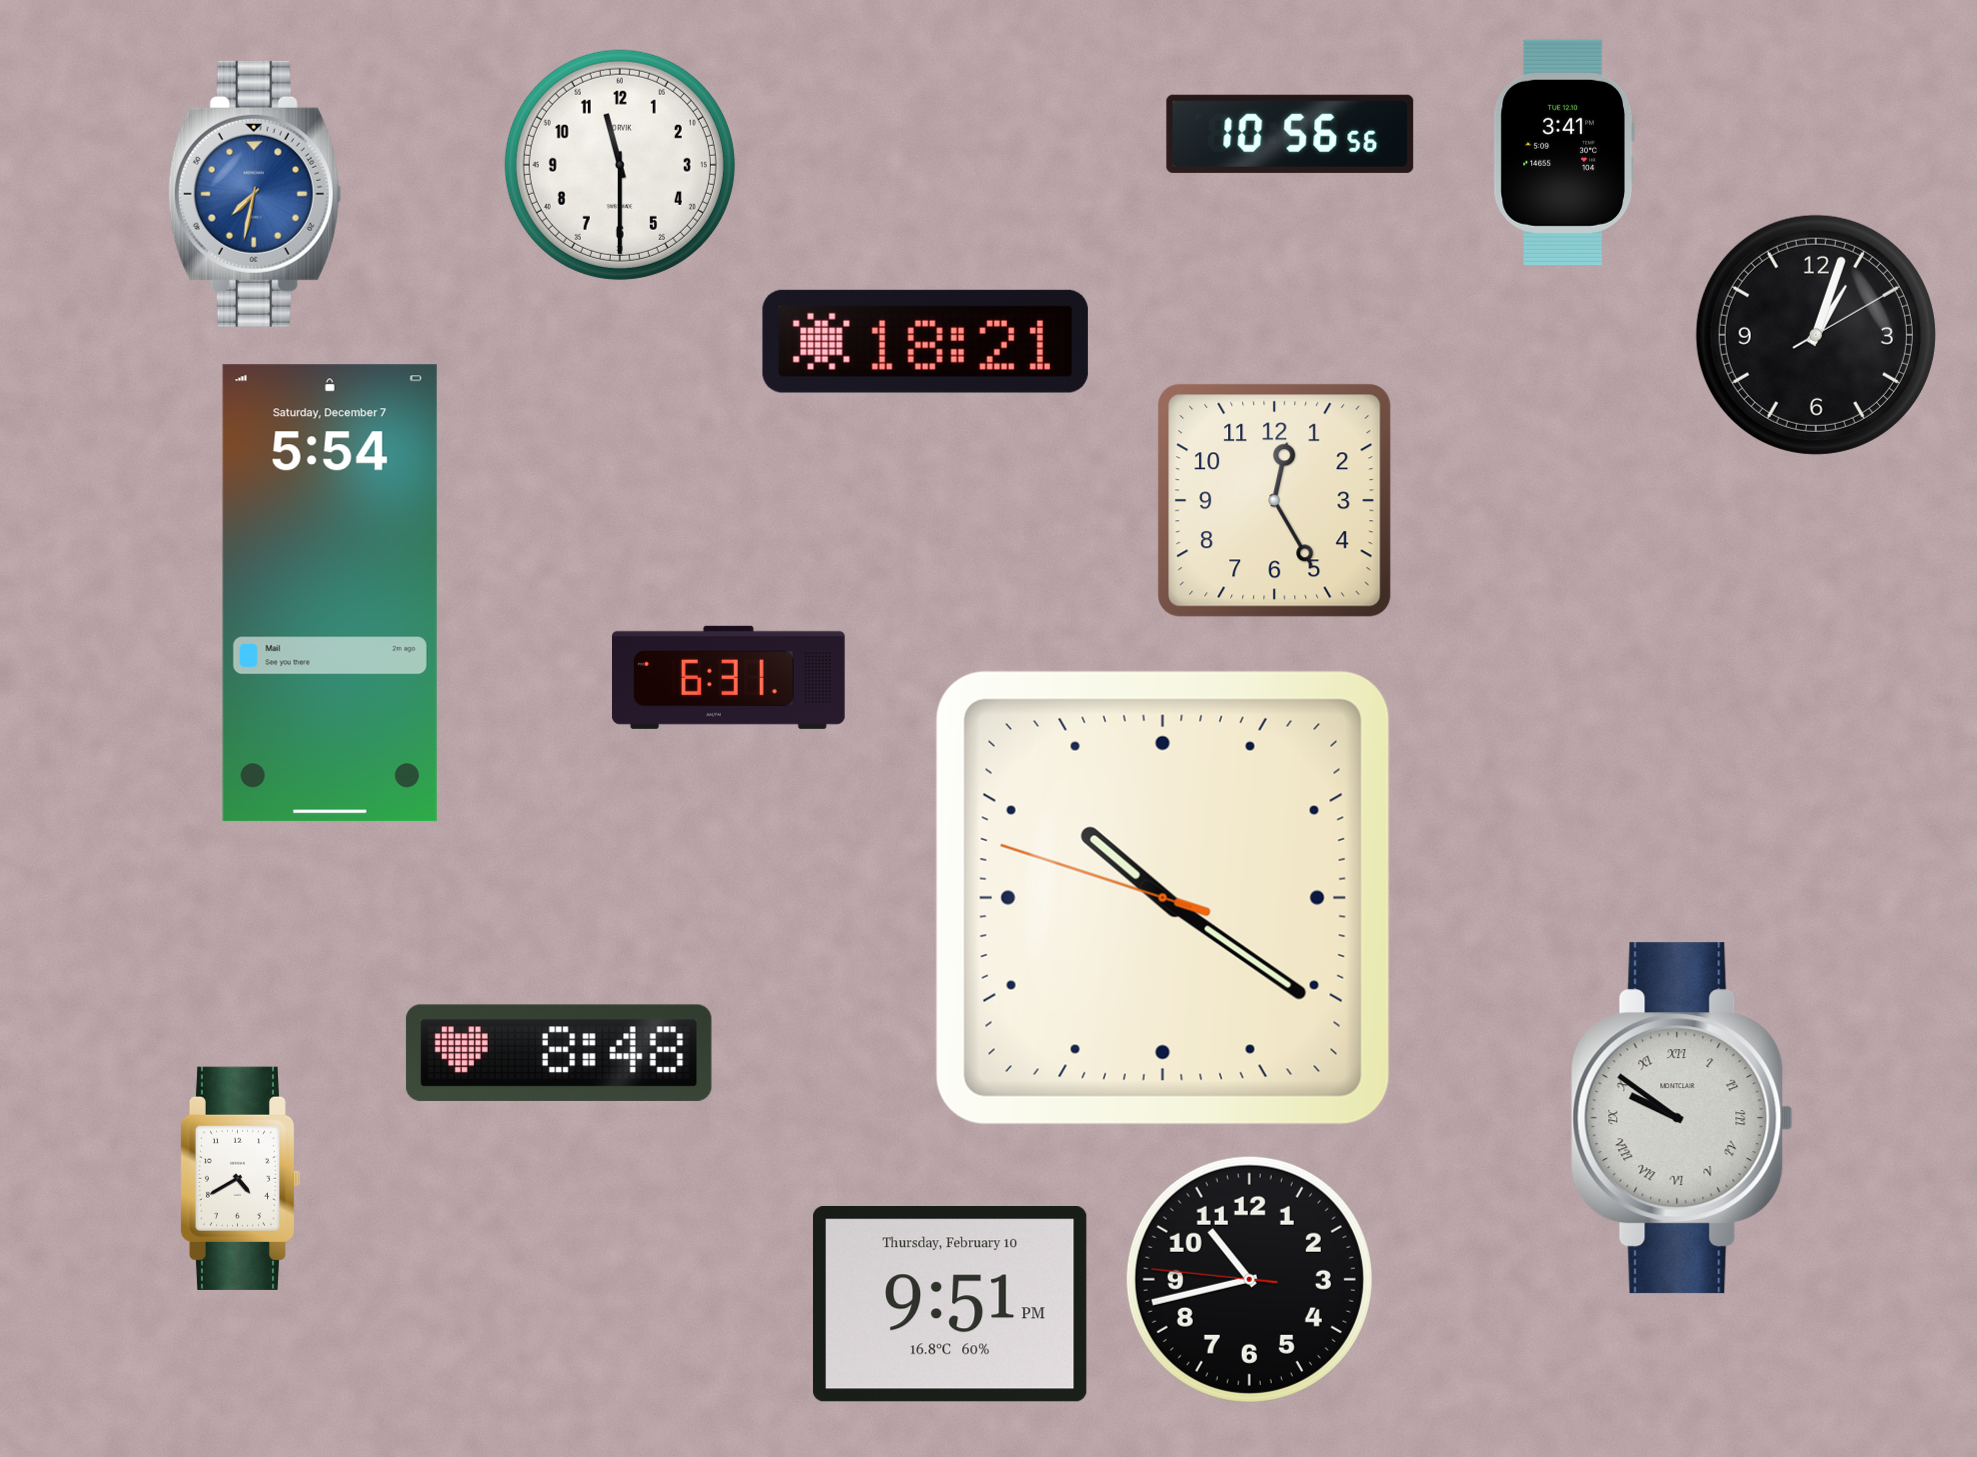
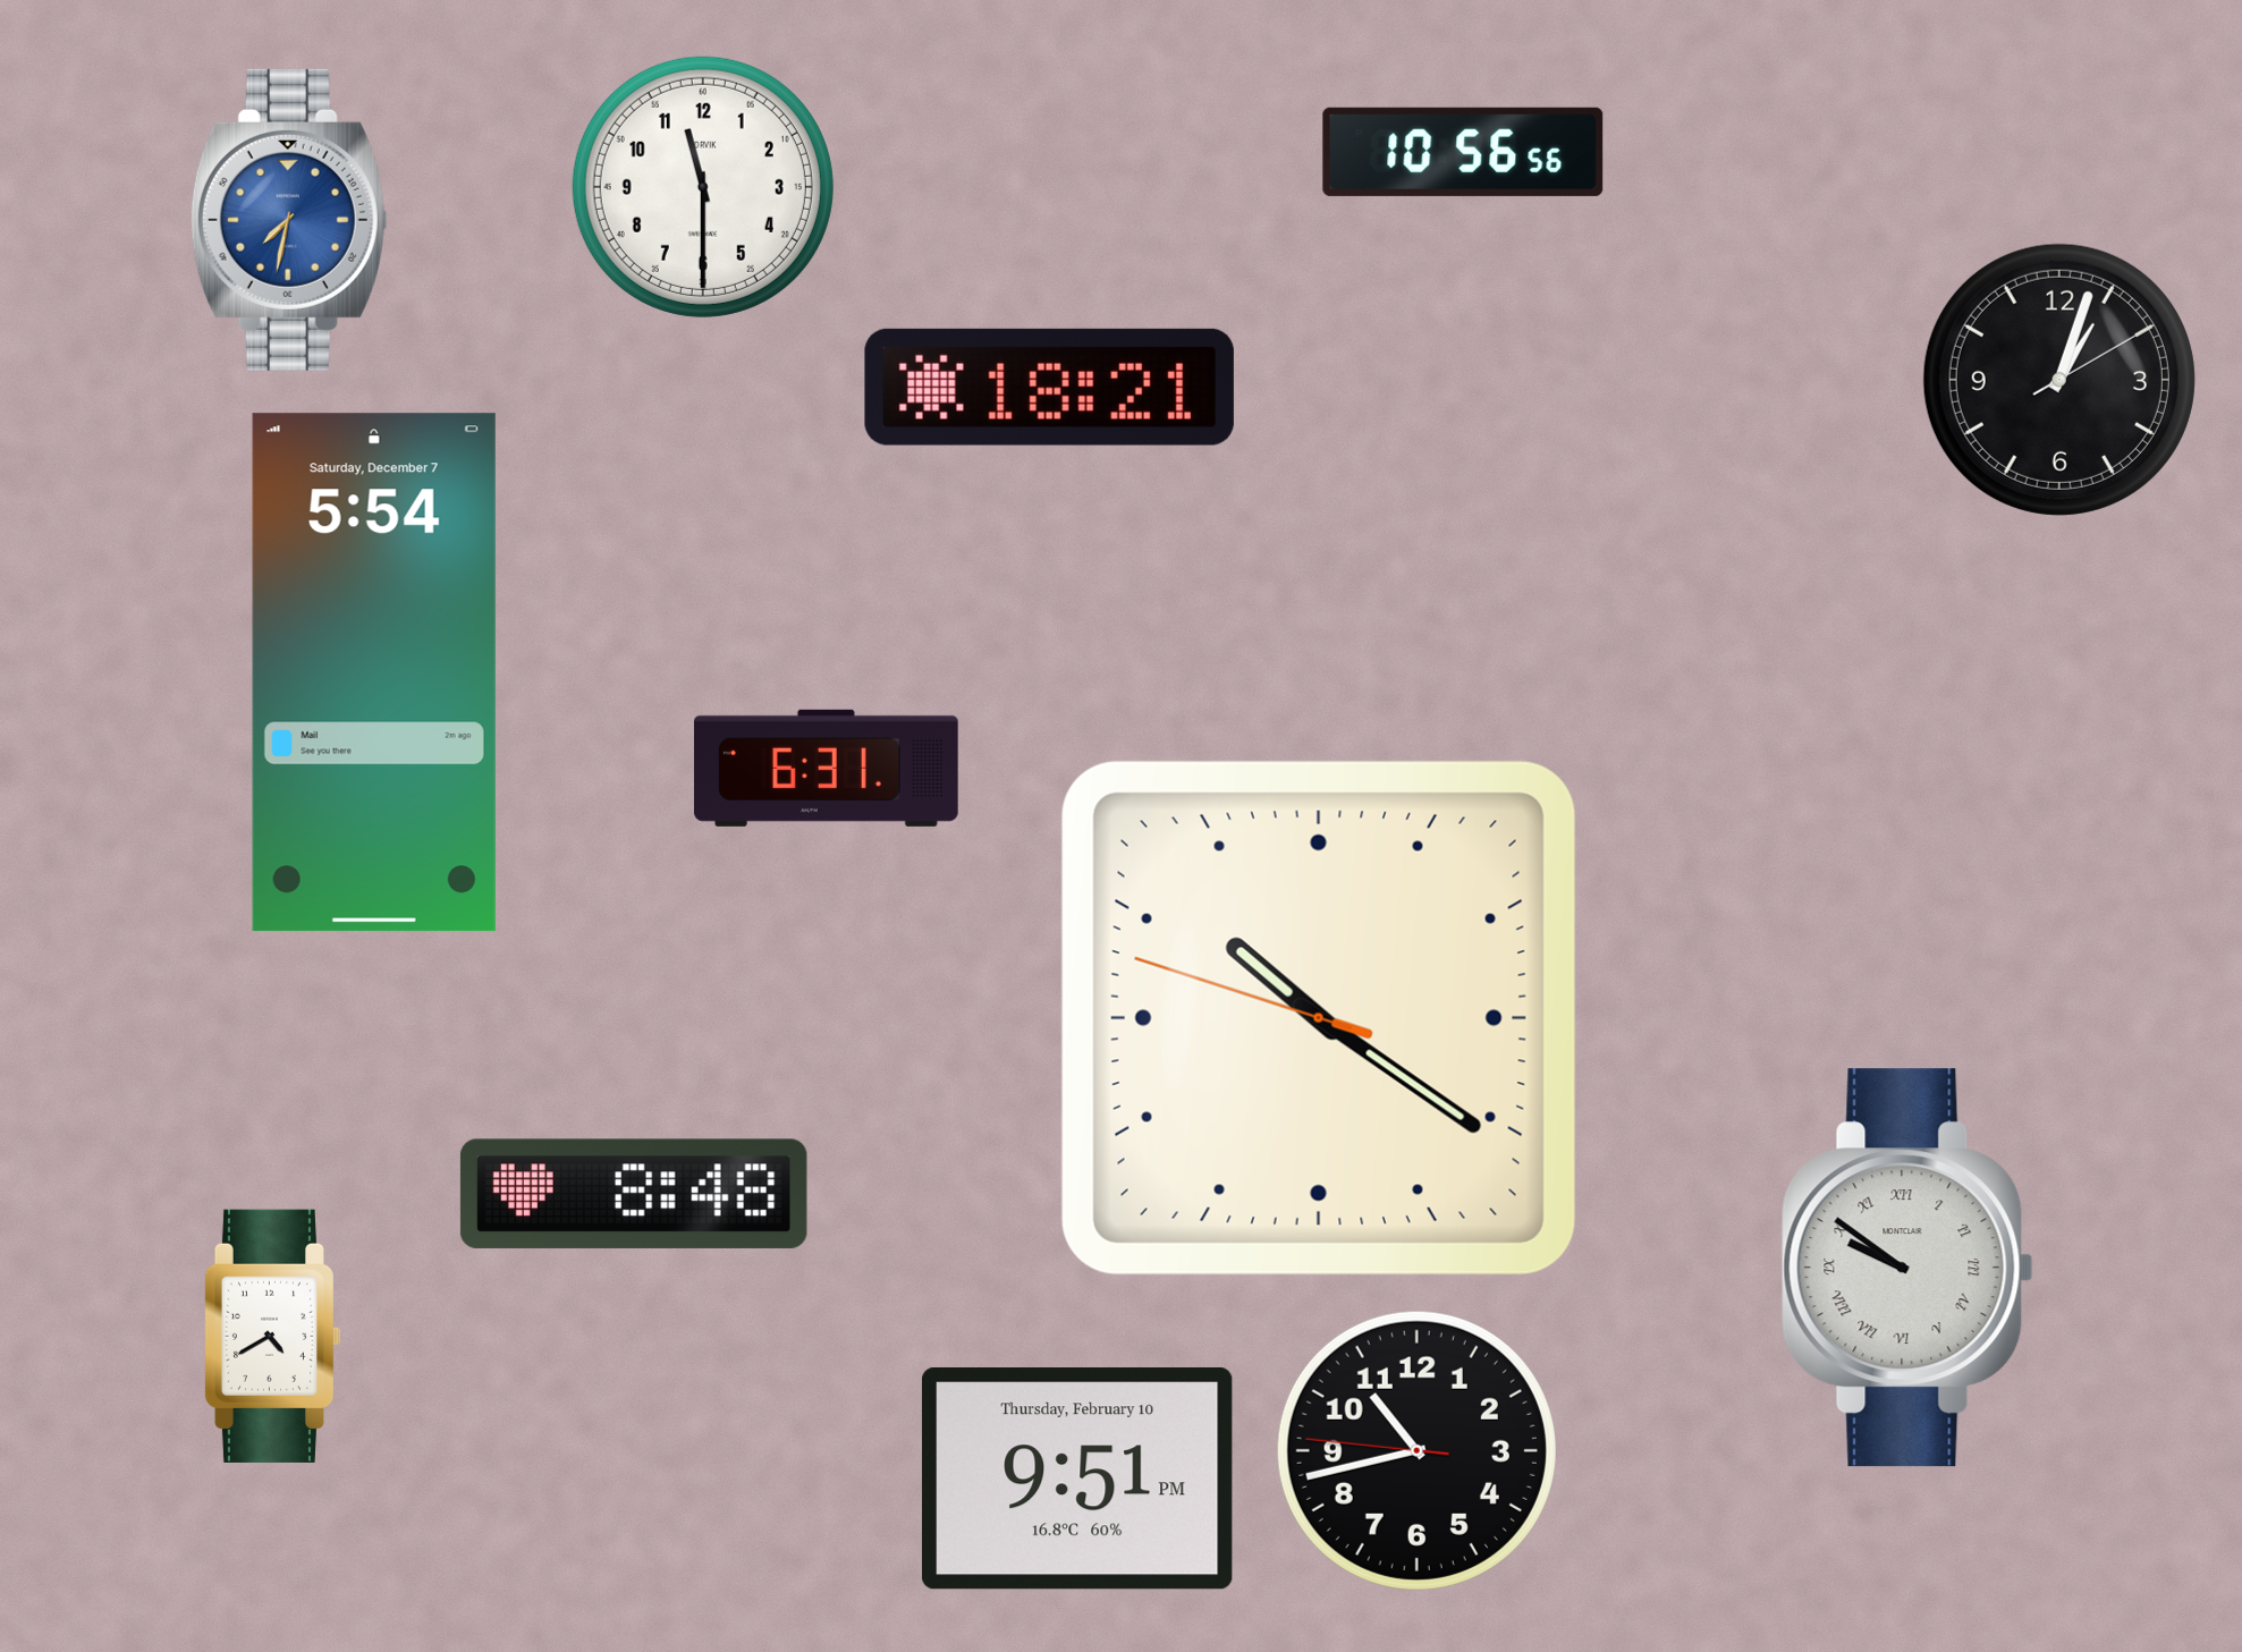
clock at (1564, 153): 3:41 -> none
clock at (1275, 501): 12:25 -> none
